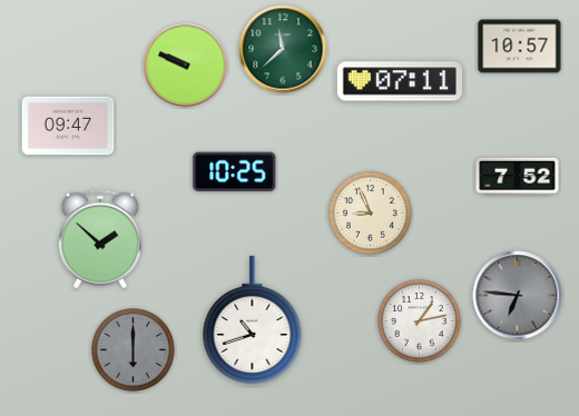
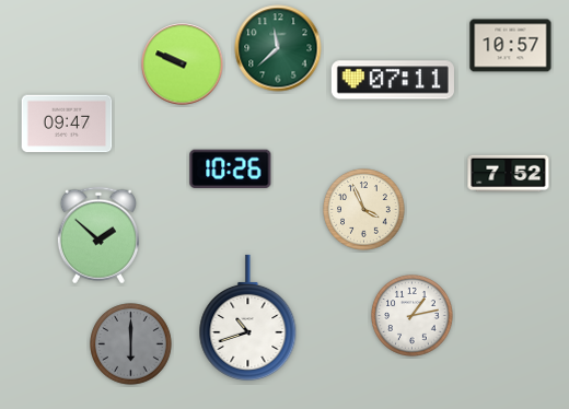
clock at (235, 171): 10:25 -> 10:26
clock at (371, 214): 8:56 -> 3:56
clock at (518, 296): 6:46 -> none
clock at (253, 319) position: (253, 319) -> (248, 317)
